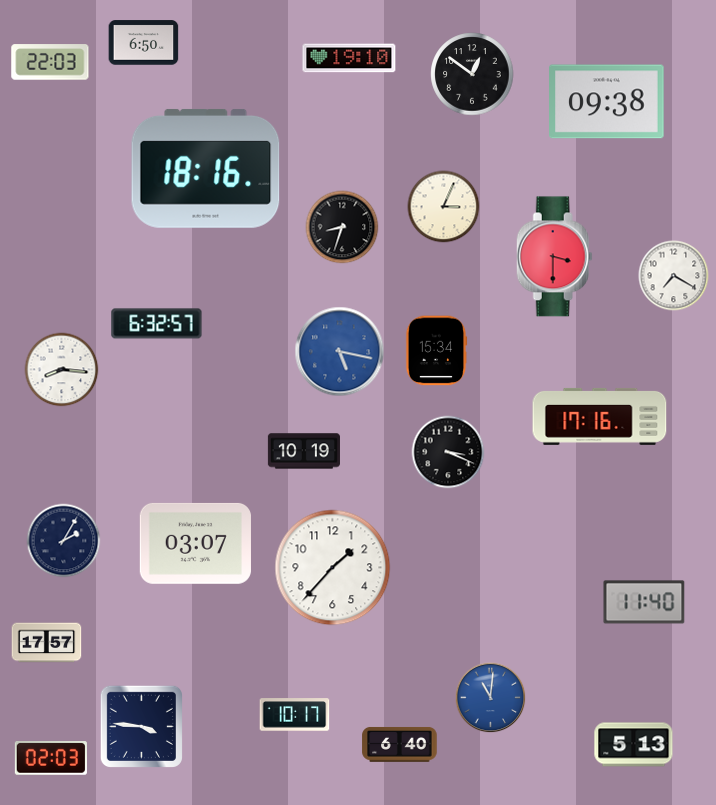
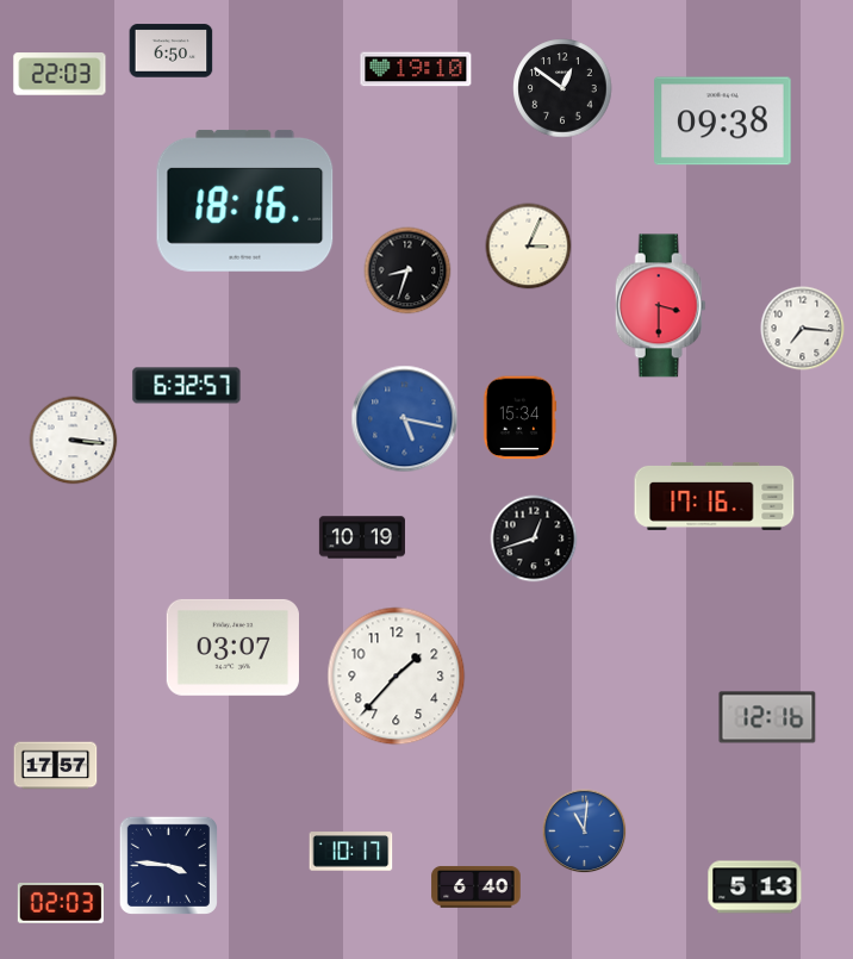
clock at (674, 276): 7:20 -> 7:16
clock at (62, 370): 8:16 -> 3:16
clock at (448, 452): 3:19 -> 12:42
clock at (64, 541): 2:05 -> none
clock at (644, 602): 11:40 -> 12:16
